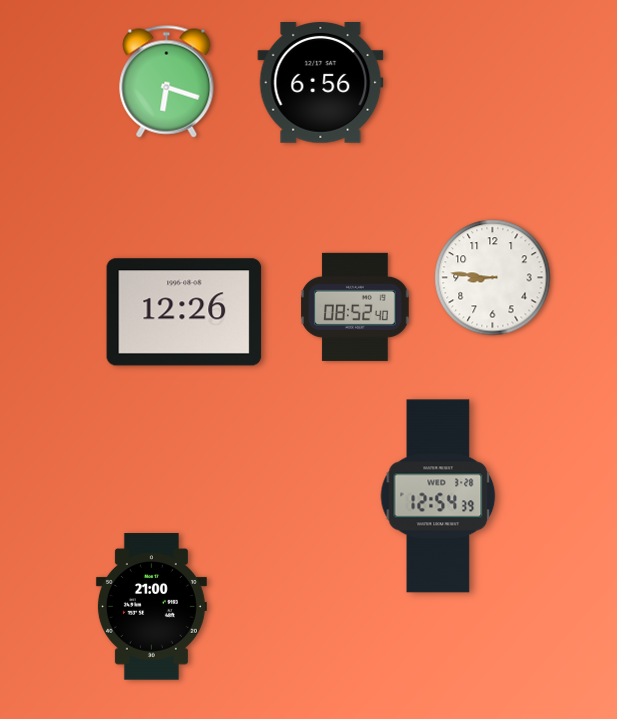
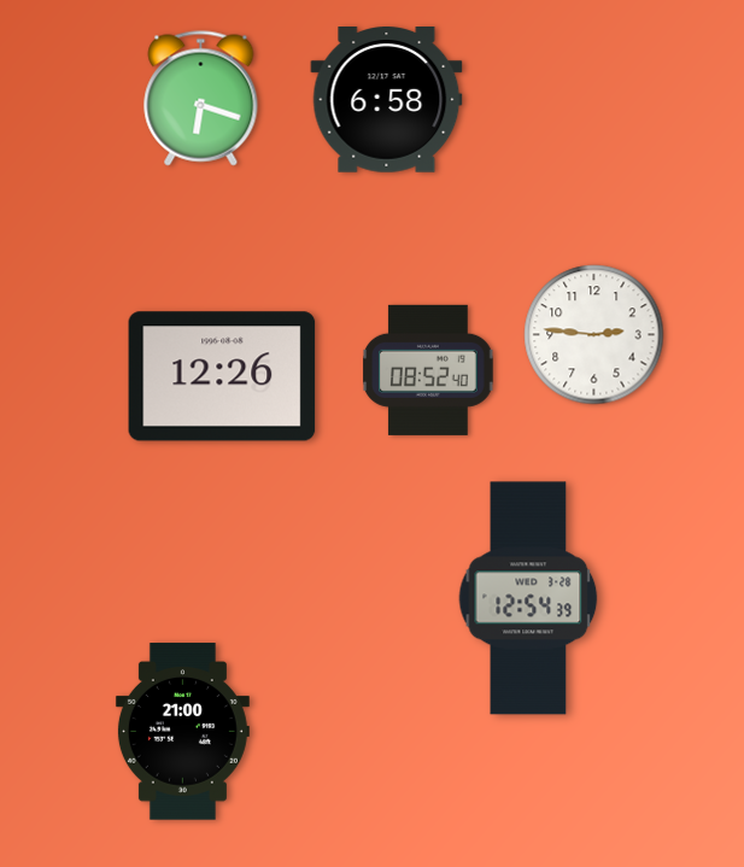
clock at (321, 83): 6:56 -> 6:58
clock at (493, 278): 8:46 -> 2:46
